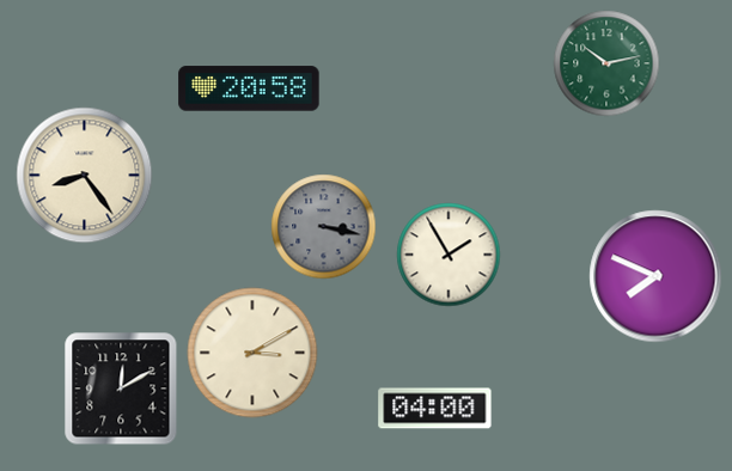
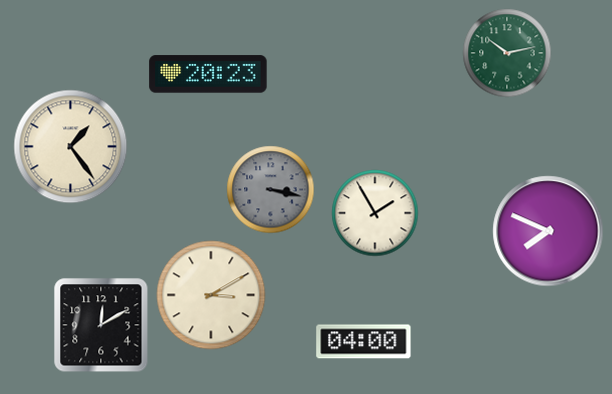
clock at (249, 88): 20:58 -> 20:23
clock at (85, 176): 8:24 -> 1:24
